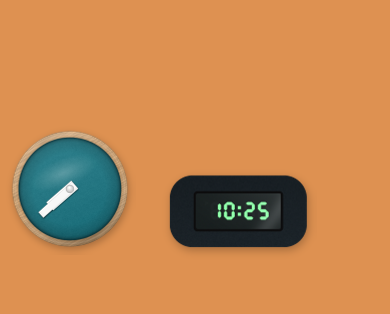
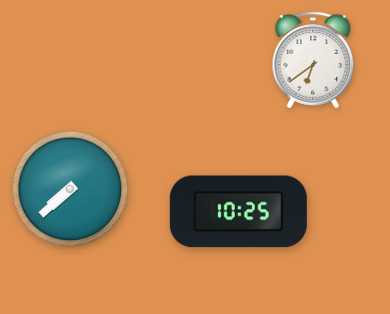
clock at (313, 60): none -> 6:39
